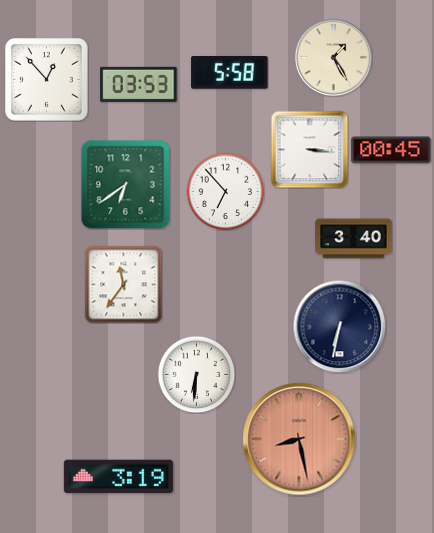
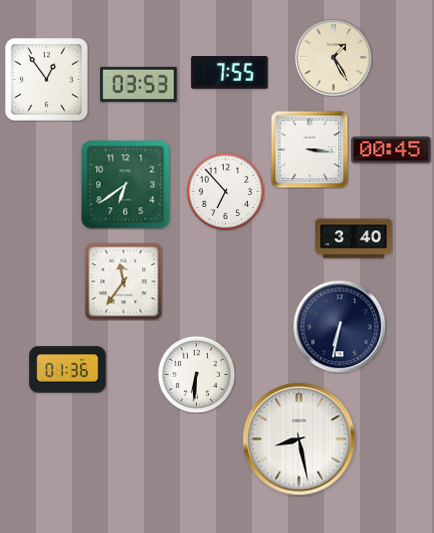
clock at (230, 73): 5:58 -> 7:55
clock at (47, 80): 12:53 -> 12:54
clock at (123, 284) position: (123, 284) -> (123, 281)
clock at (68, 370): none -> 01:36
clock at (299, 439) dial: salmon -> white
clock at (118, 477): 3:19 -> none
